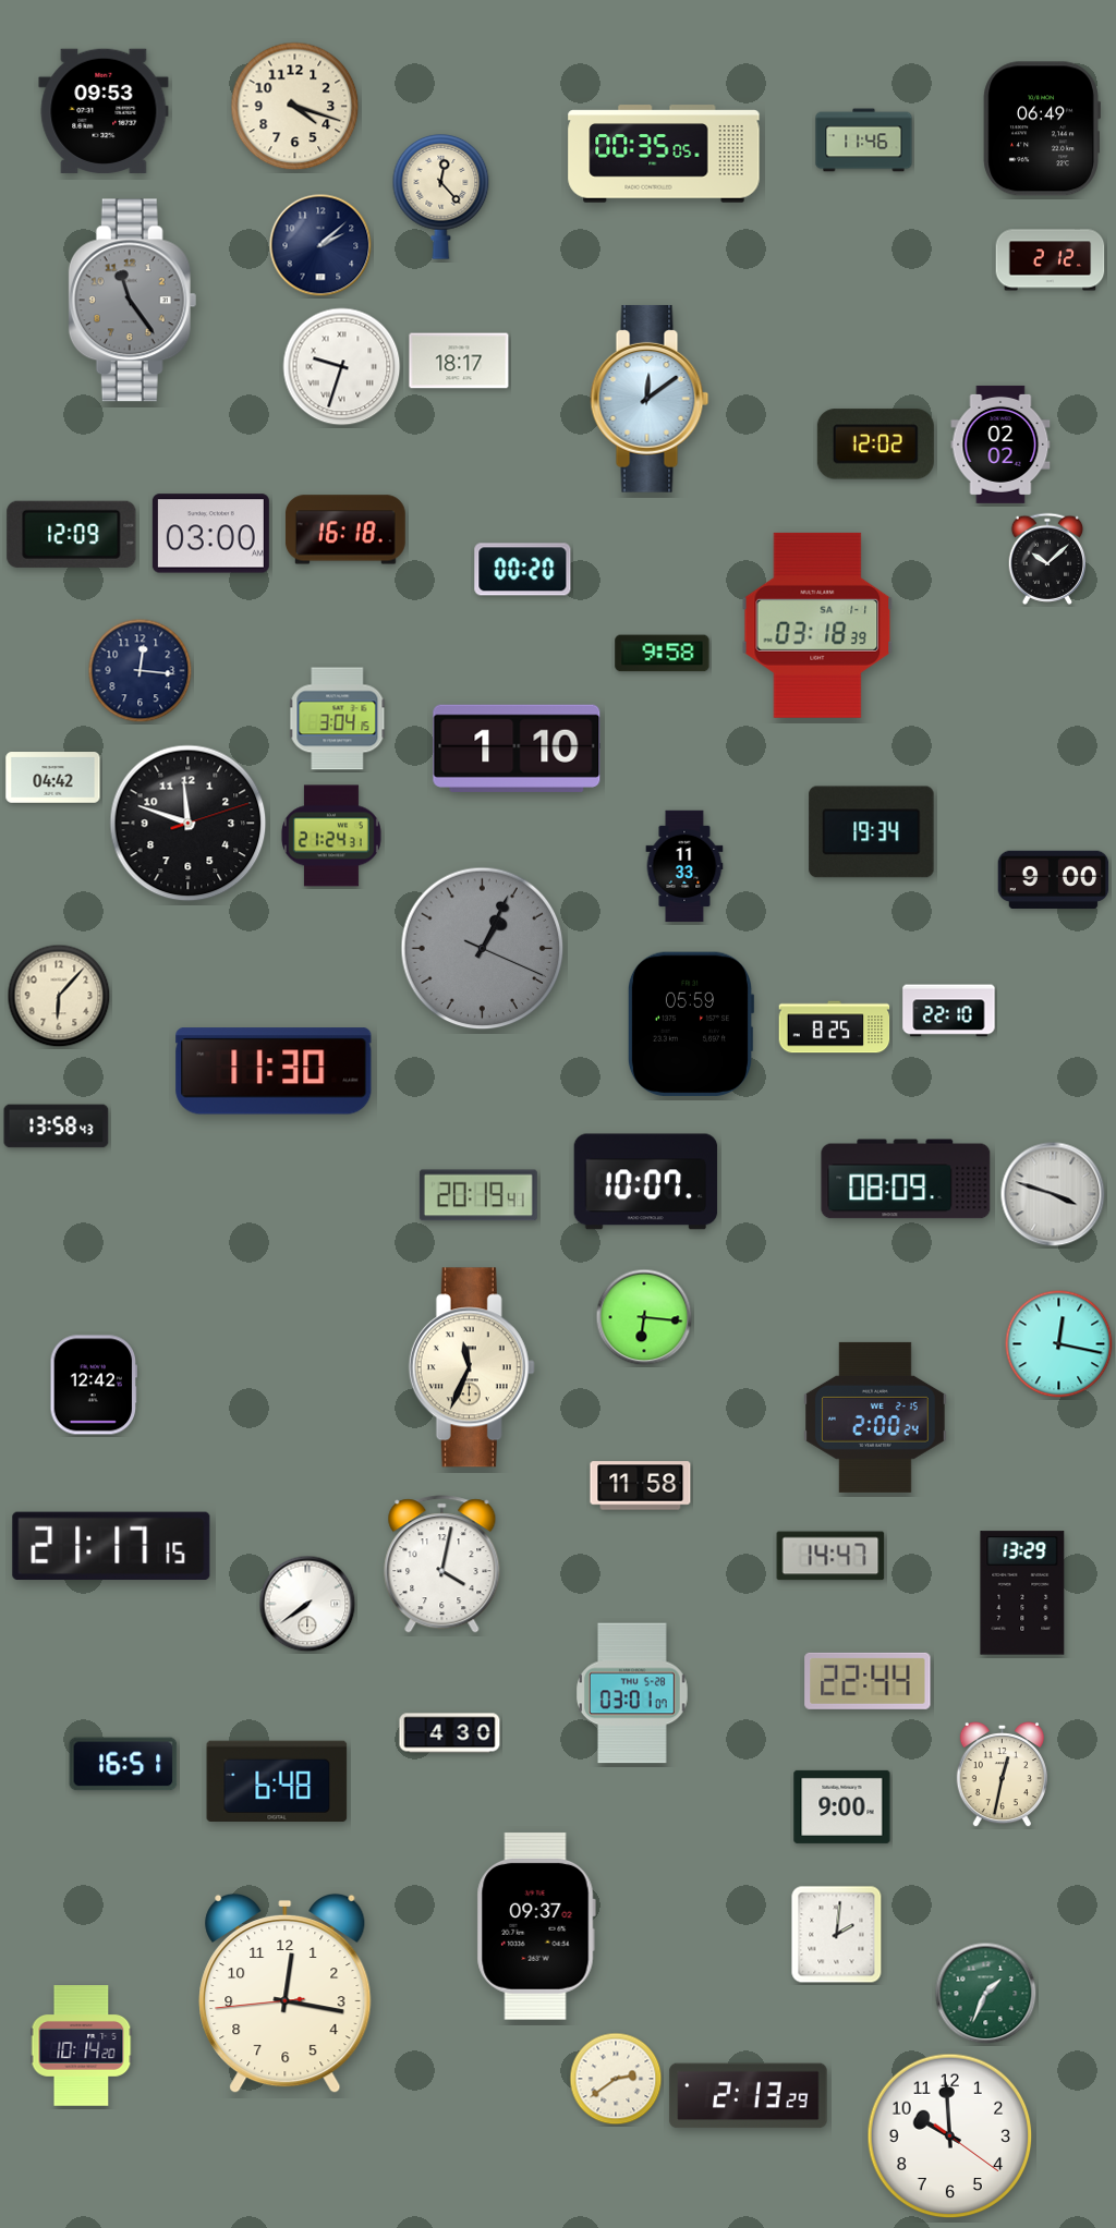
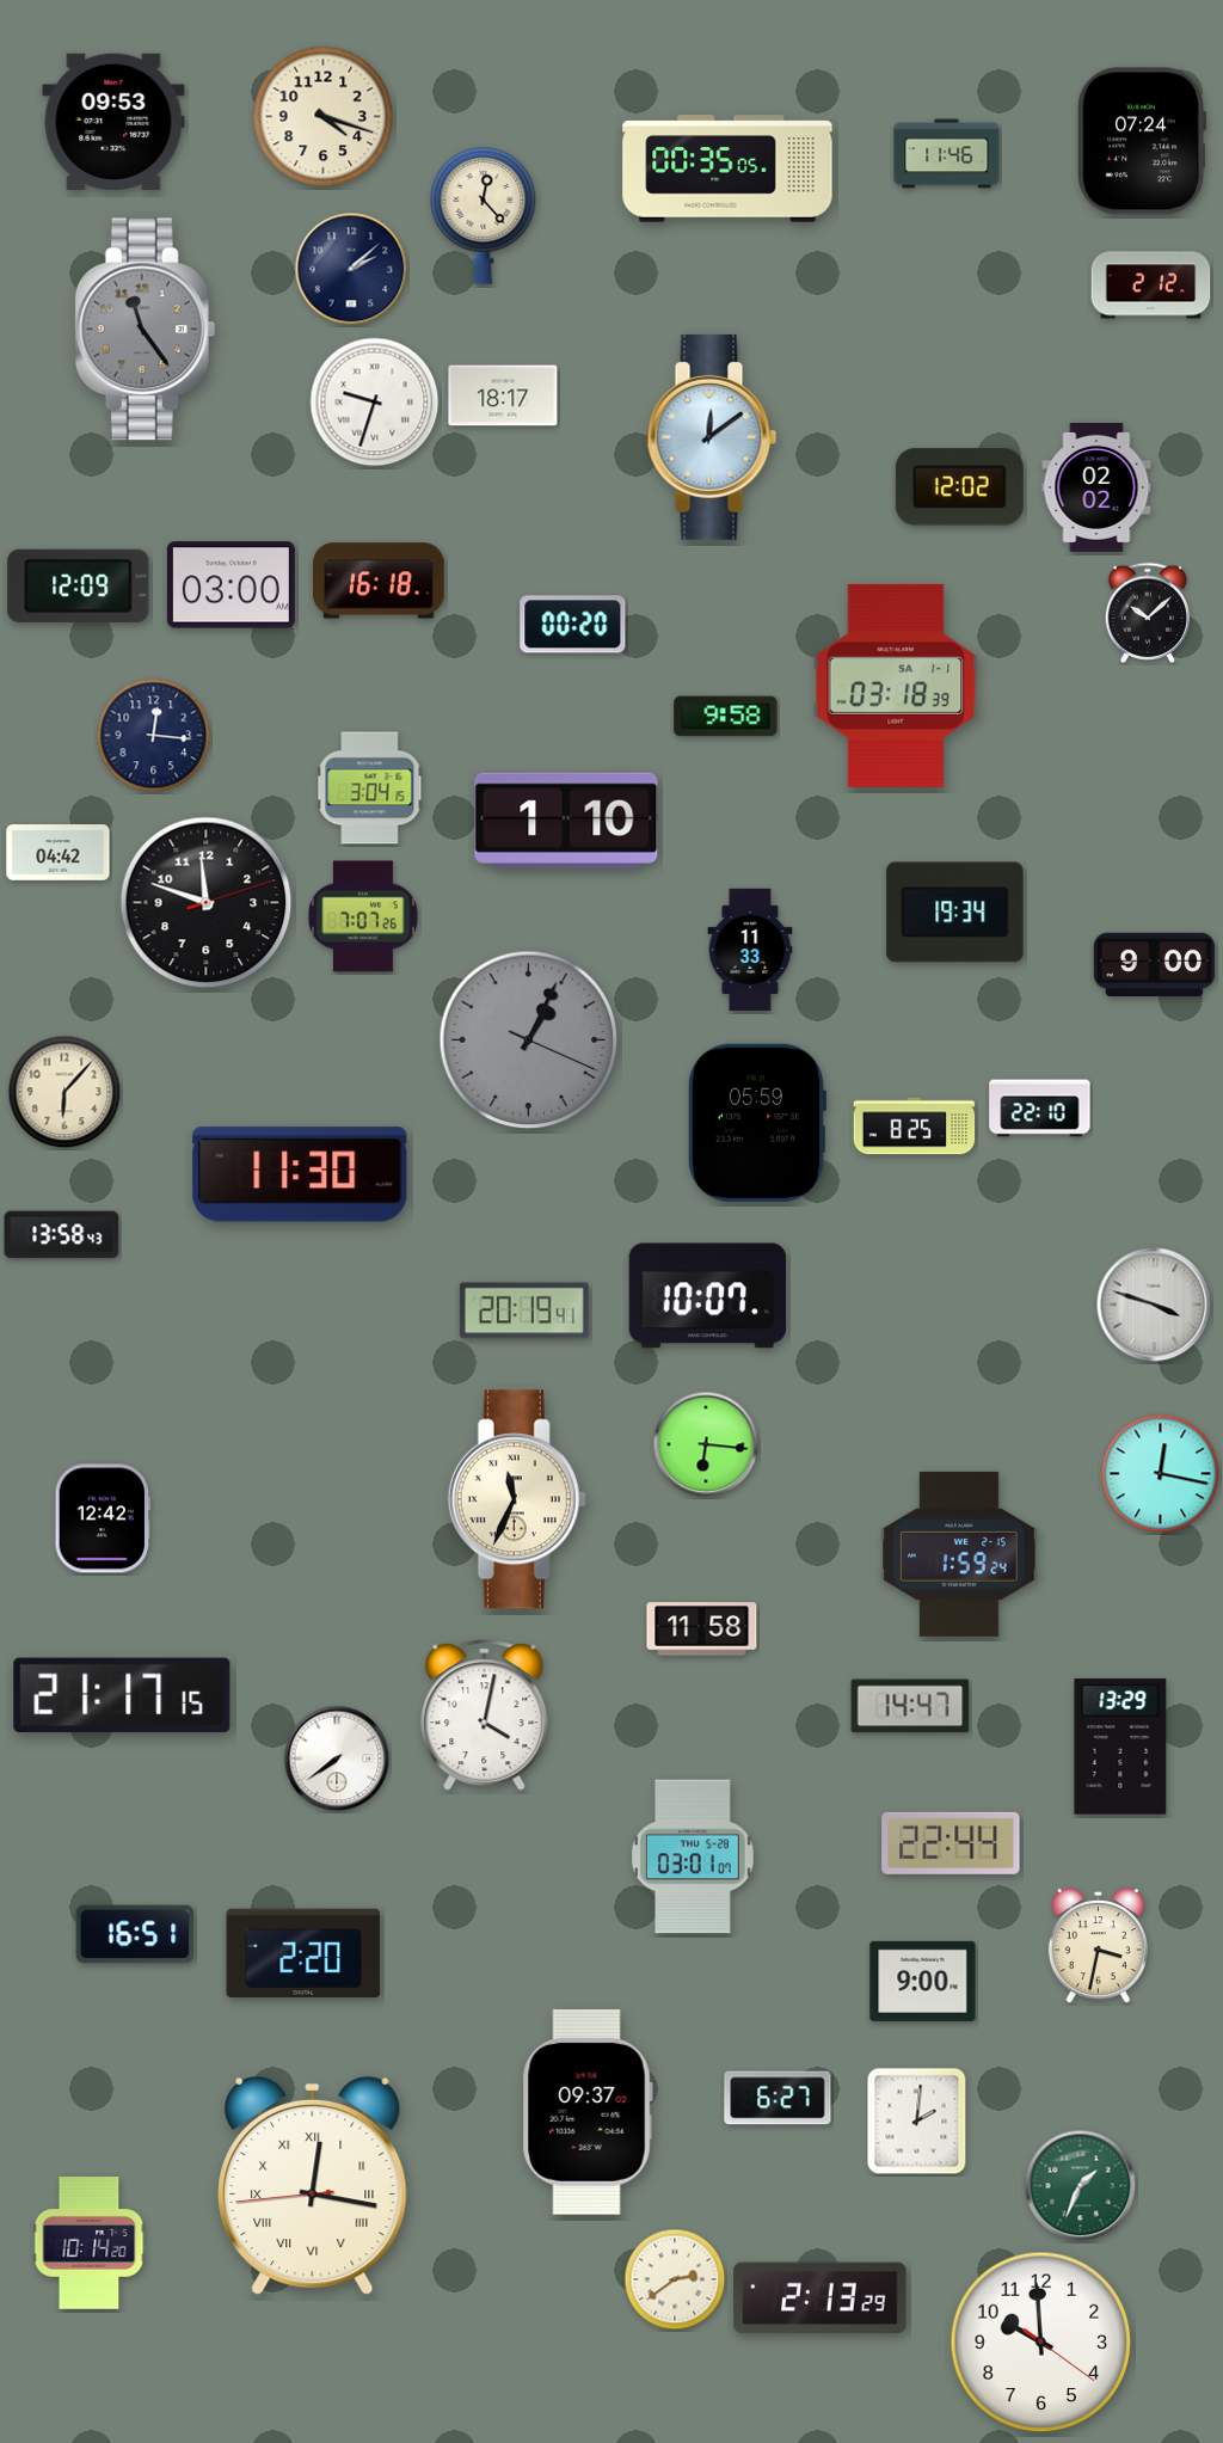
clock at (1042, 129): 06:49 -> 07:24
clock at (331, 836): 21:24 -> 7:07
clock at (906, 1179): 08:09 -> none
clock at (1053, 1194) position: (1053, 1194) -> (1154, 1305)
clock at (875, 1417): 2:00 -> 1:59
clock at (450, 1733): 4:30 -> none
clock at (1002, 1775): 12:32 -> 3:32
clock at (277, 1780): 6:48 -> 2:20
clock at (778, 2098): none -> 6:27
clock at (286, 1994) numerals: Arabic -> Roman
